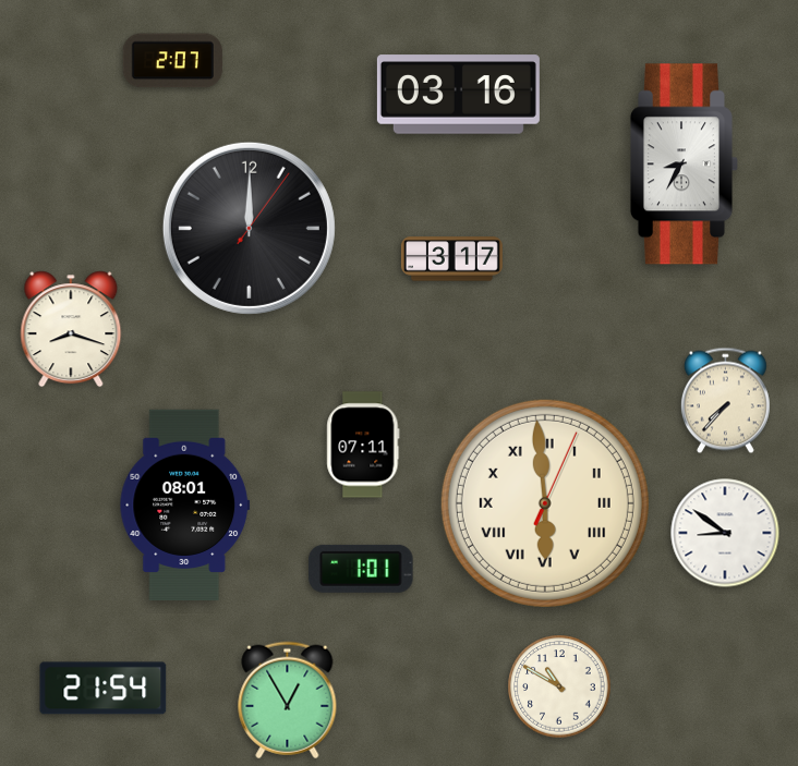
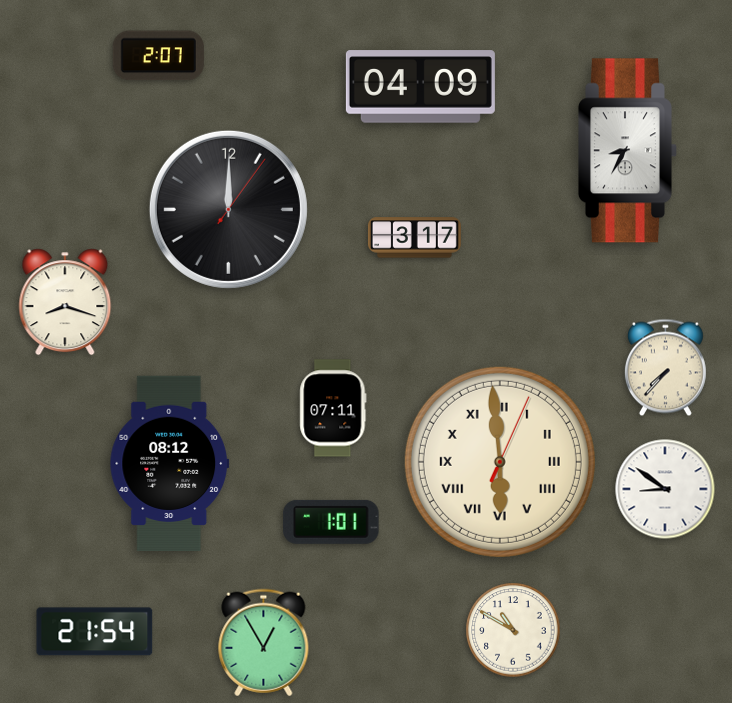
clock at (458, 95): 03:16 -> 04:09
clock at (185, 504): 08:01 -> 08:12
